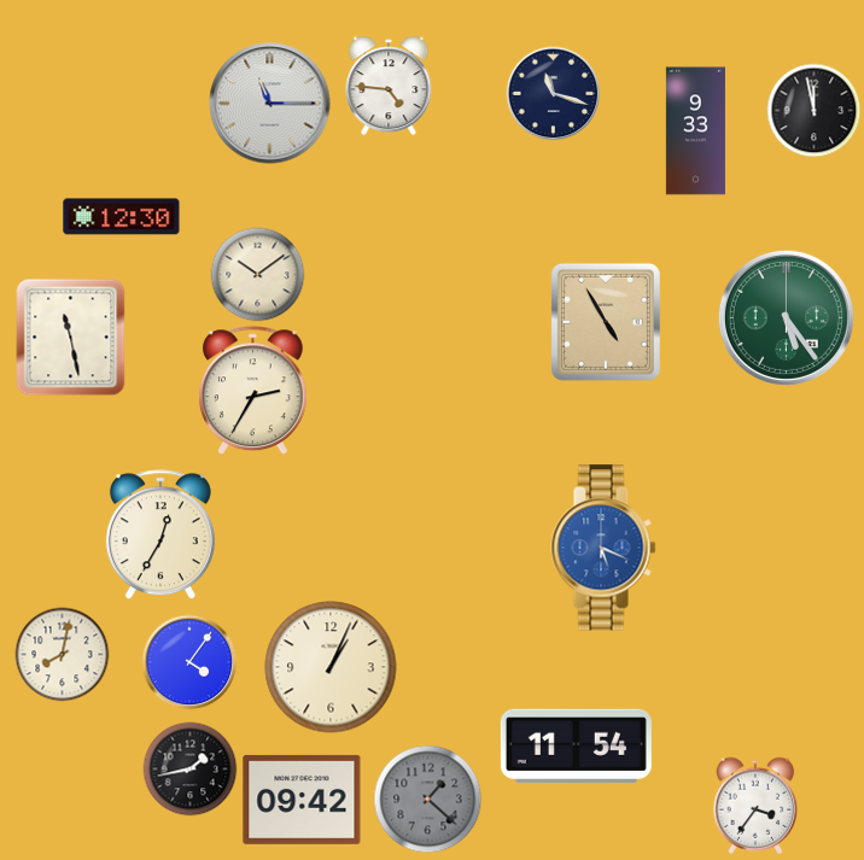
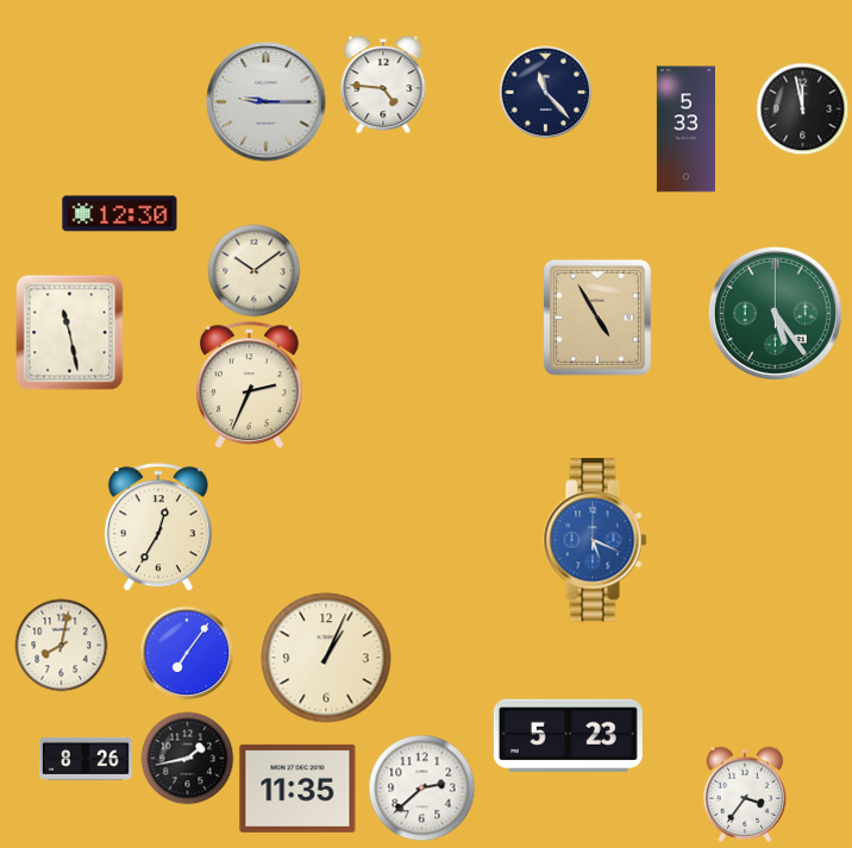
clock at (553, 93): 11:18 -> 11:23
clock at (270, 104): 11:15 -> 9:15
clock at (695, 131): 9:33 -> 5:33
clock at (252, 391): 2:35 -> 2:34
clock at (189, 662): 4:06 -> 7:06
clock at (576, 745): 11:54 -> 5:23
clock at (86, 759): none -> 8:26
clock at (427, 798): 1:22 -> 2:38
clock at (427, 798) dial: grey -> white
clock at (302, 800): 09:42 -> 11:35
